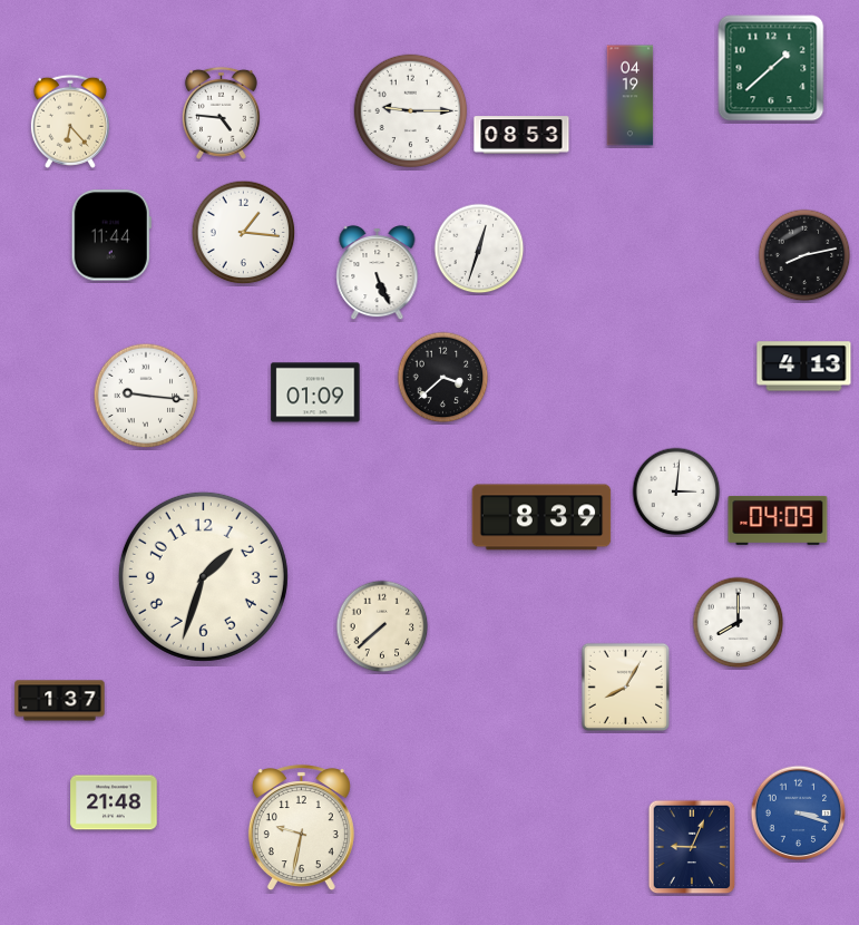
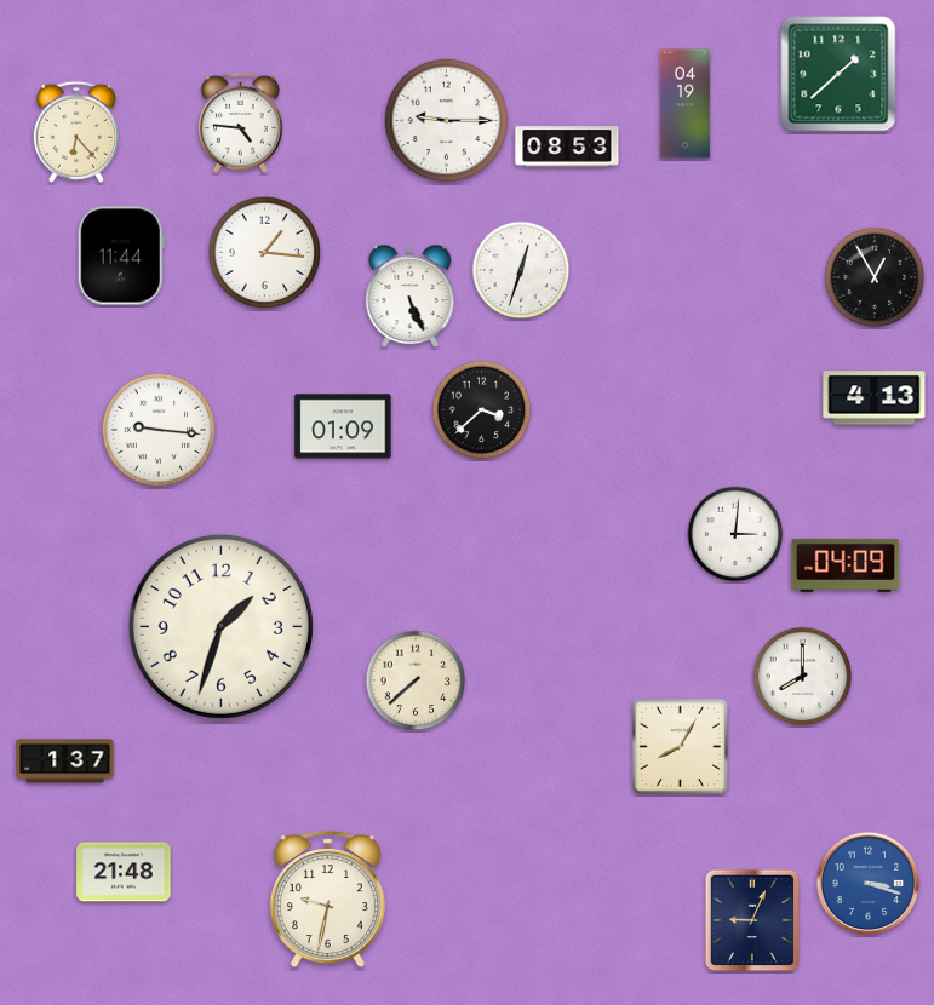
clock at (804, 255): 8:13 -> 12:55
clock at (541, 517): 8:39 -> none
